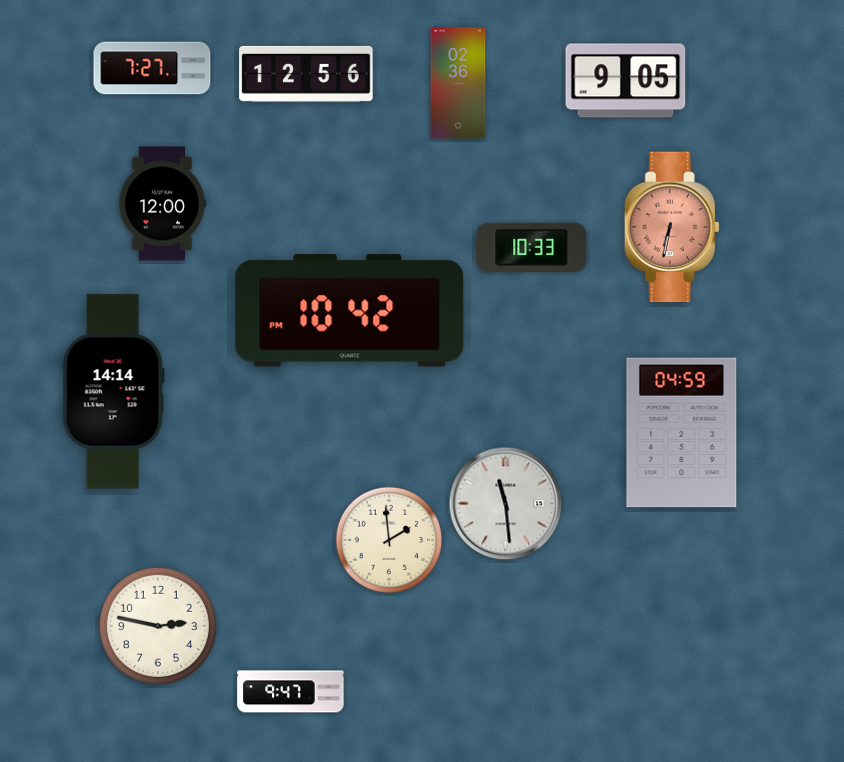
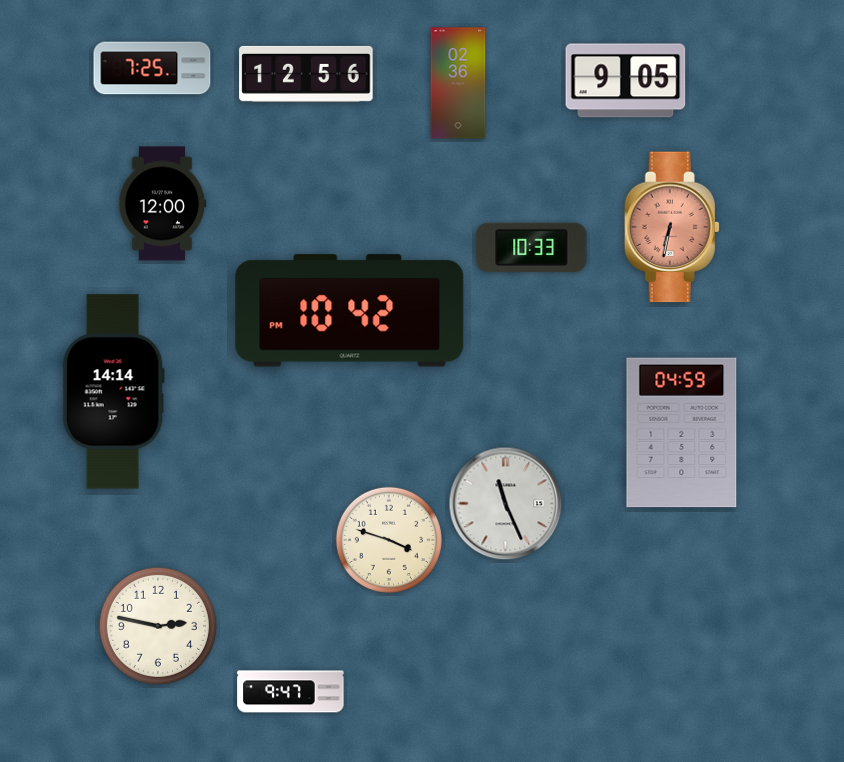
clock at (152, 68): 7:27 -> 7:25
clock at (506, 504): 11:29 -> 11:26
clock at (389, 540): 1:59 -> 3:48
